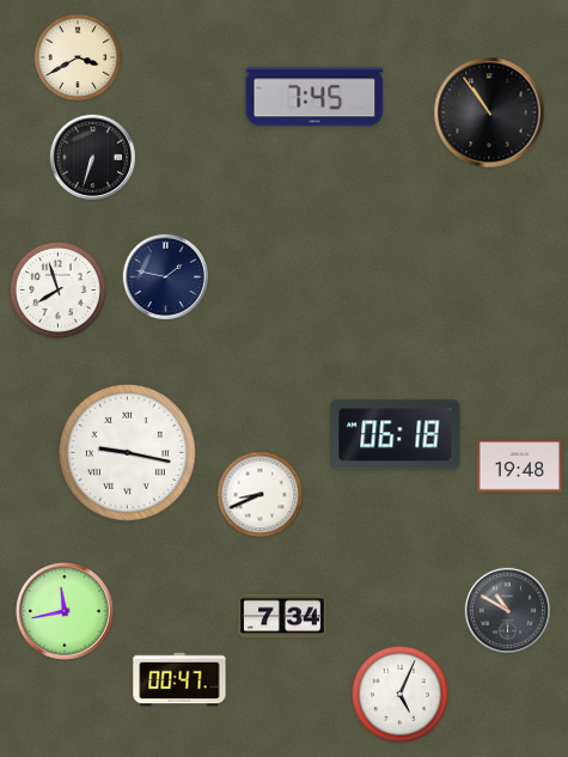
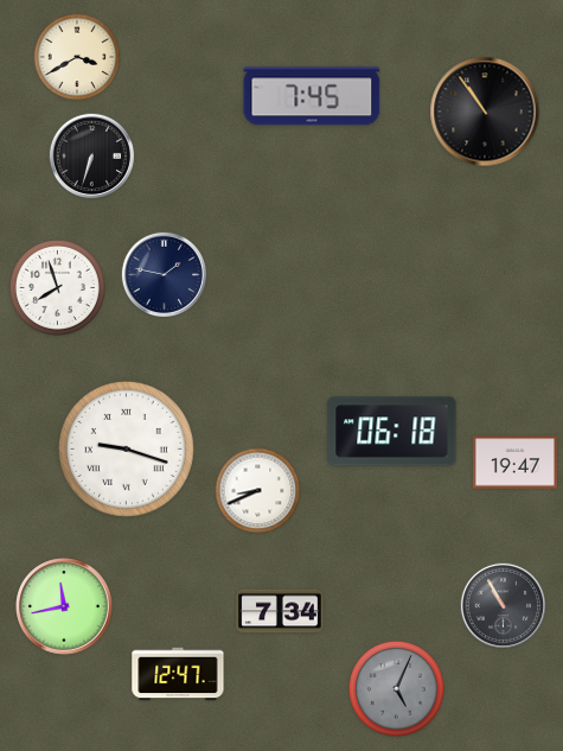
clock at (127, 452): 9:17 -> 9:18
clock at (519, 466): 19:48 -> 19:47
clock at (507, 610): 10:50 -> 10:55
clock at (179, 679): 00:47 -> 12:47
clock at (399, 694) dial: white -> grey
